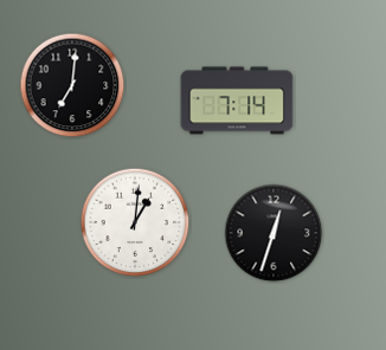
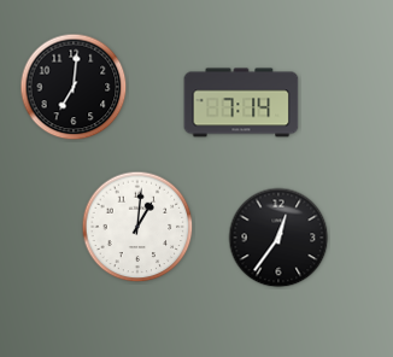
clock at (274, 233): 12:33 -> 12:36
